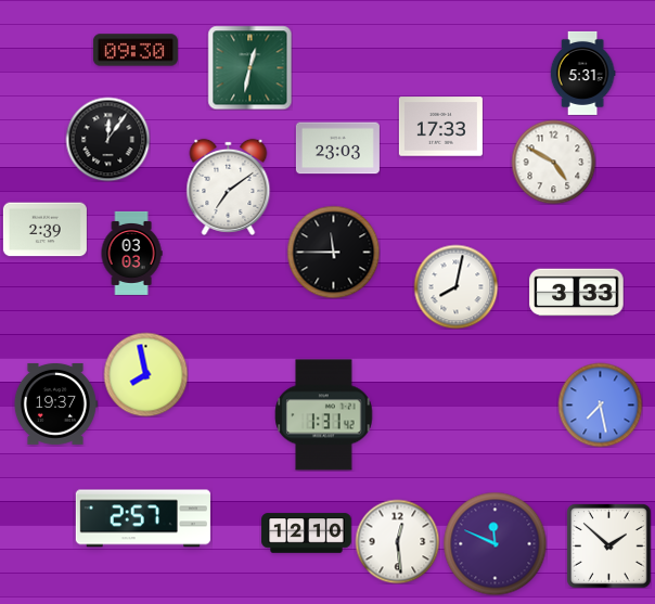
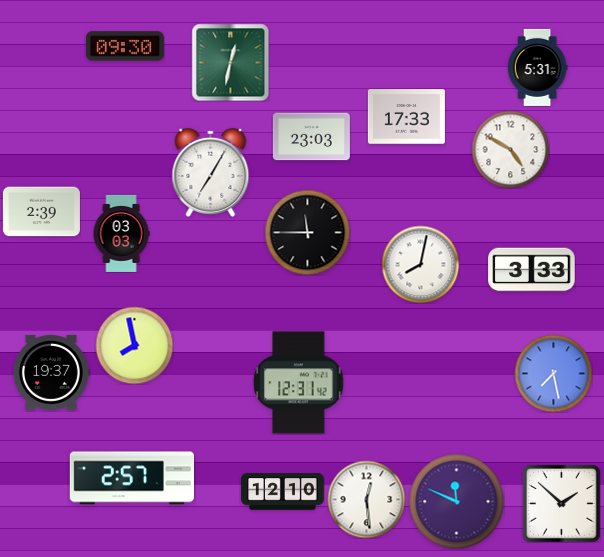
clock at (107, 139): 12:06 -> none
clock at (229, 187): 7:09 -> 7:05
clock at (324, 415): 1:31 -> 12:31
